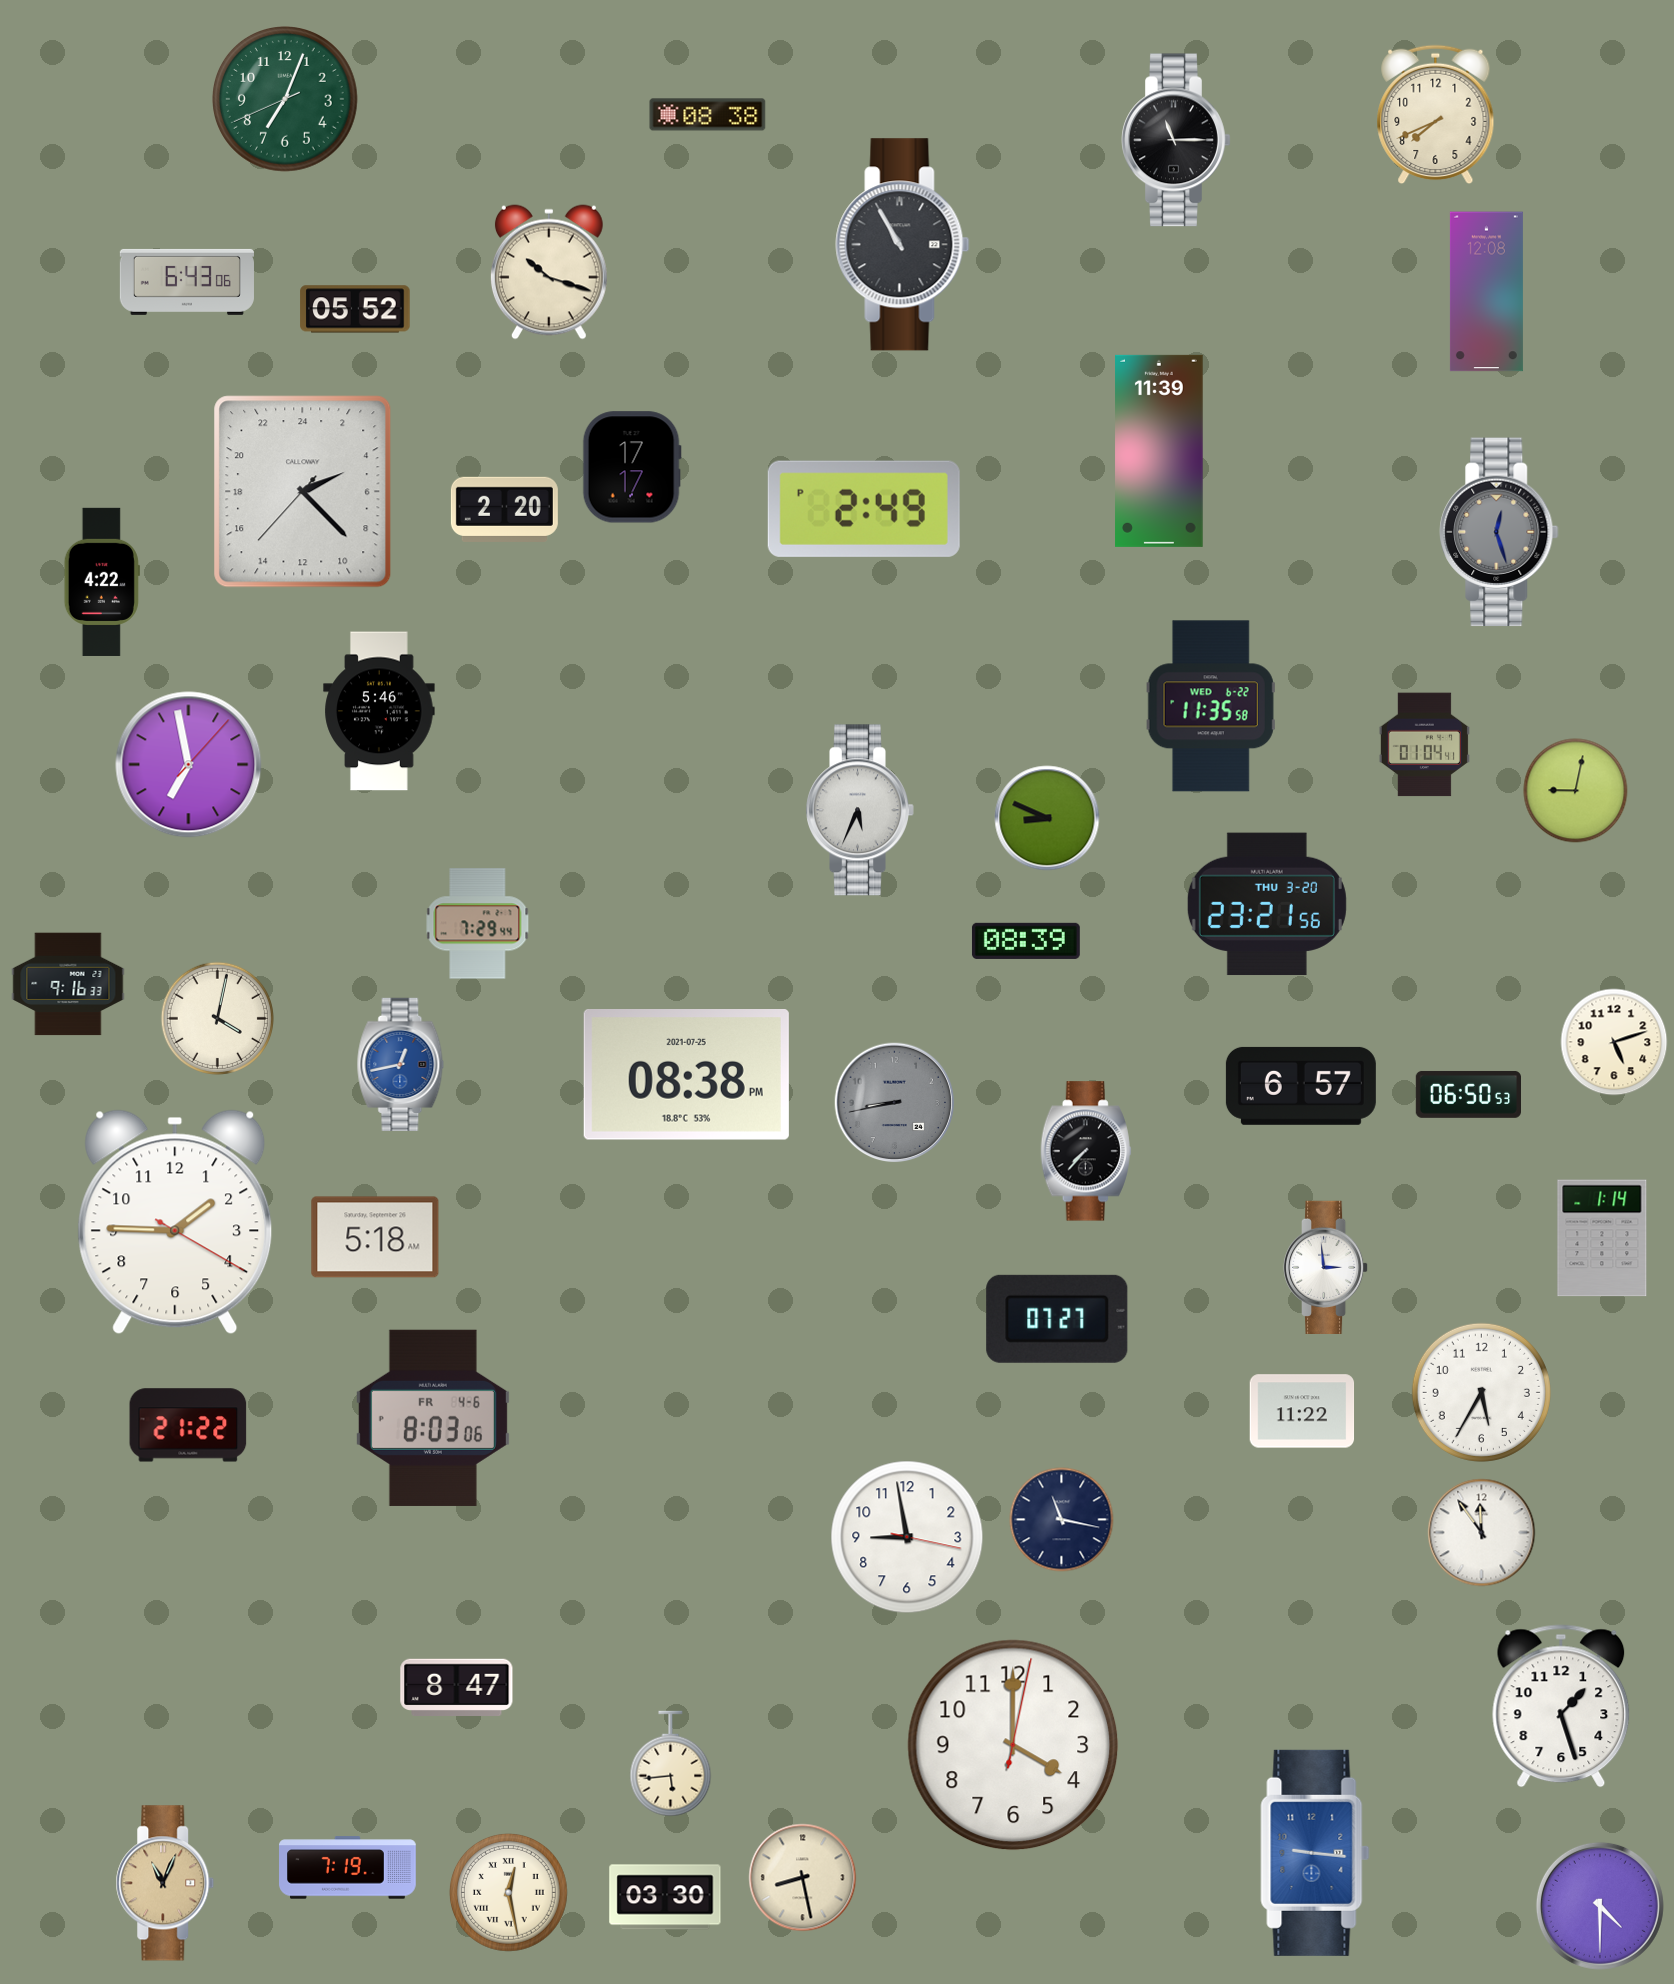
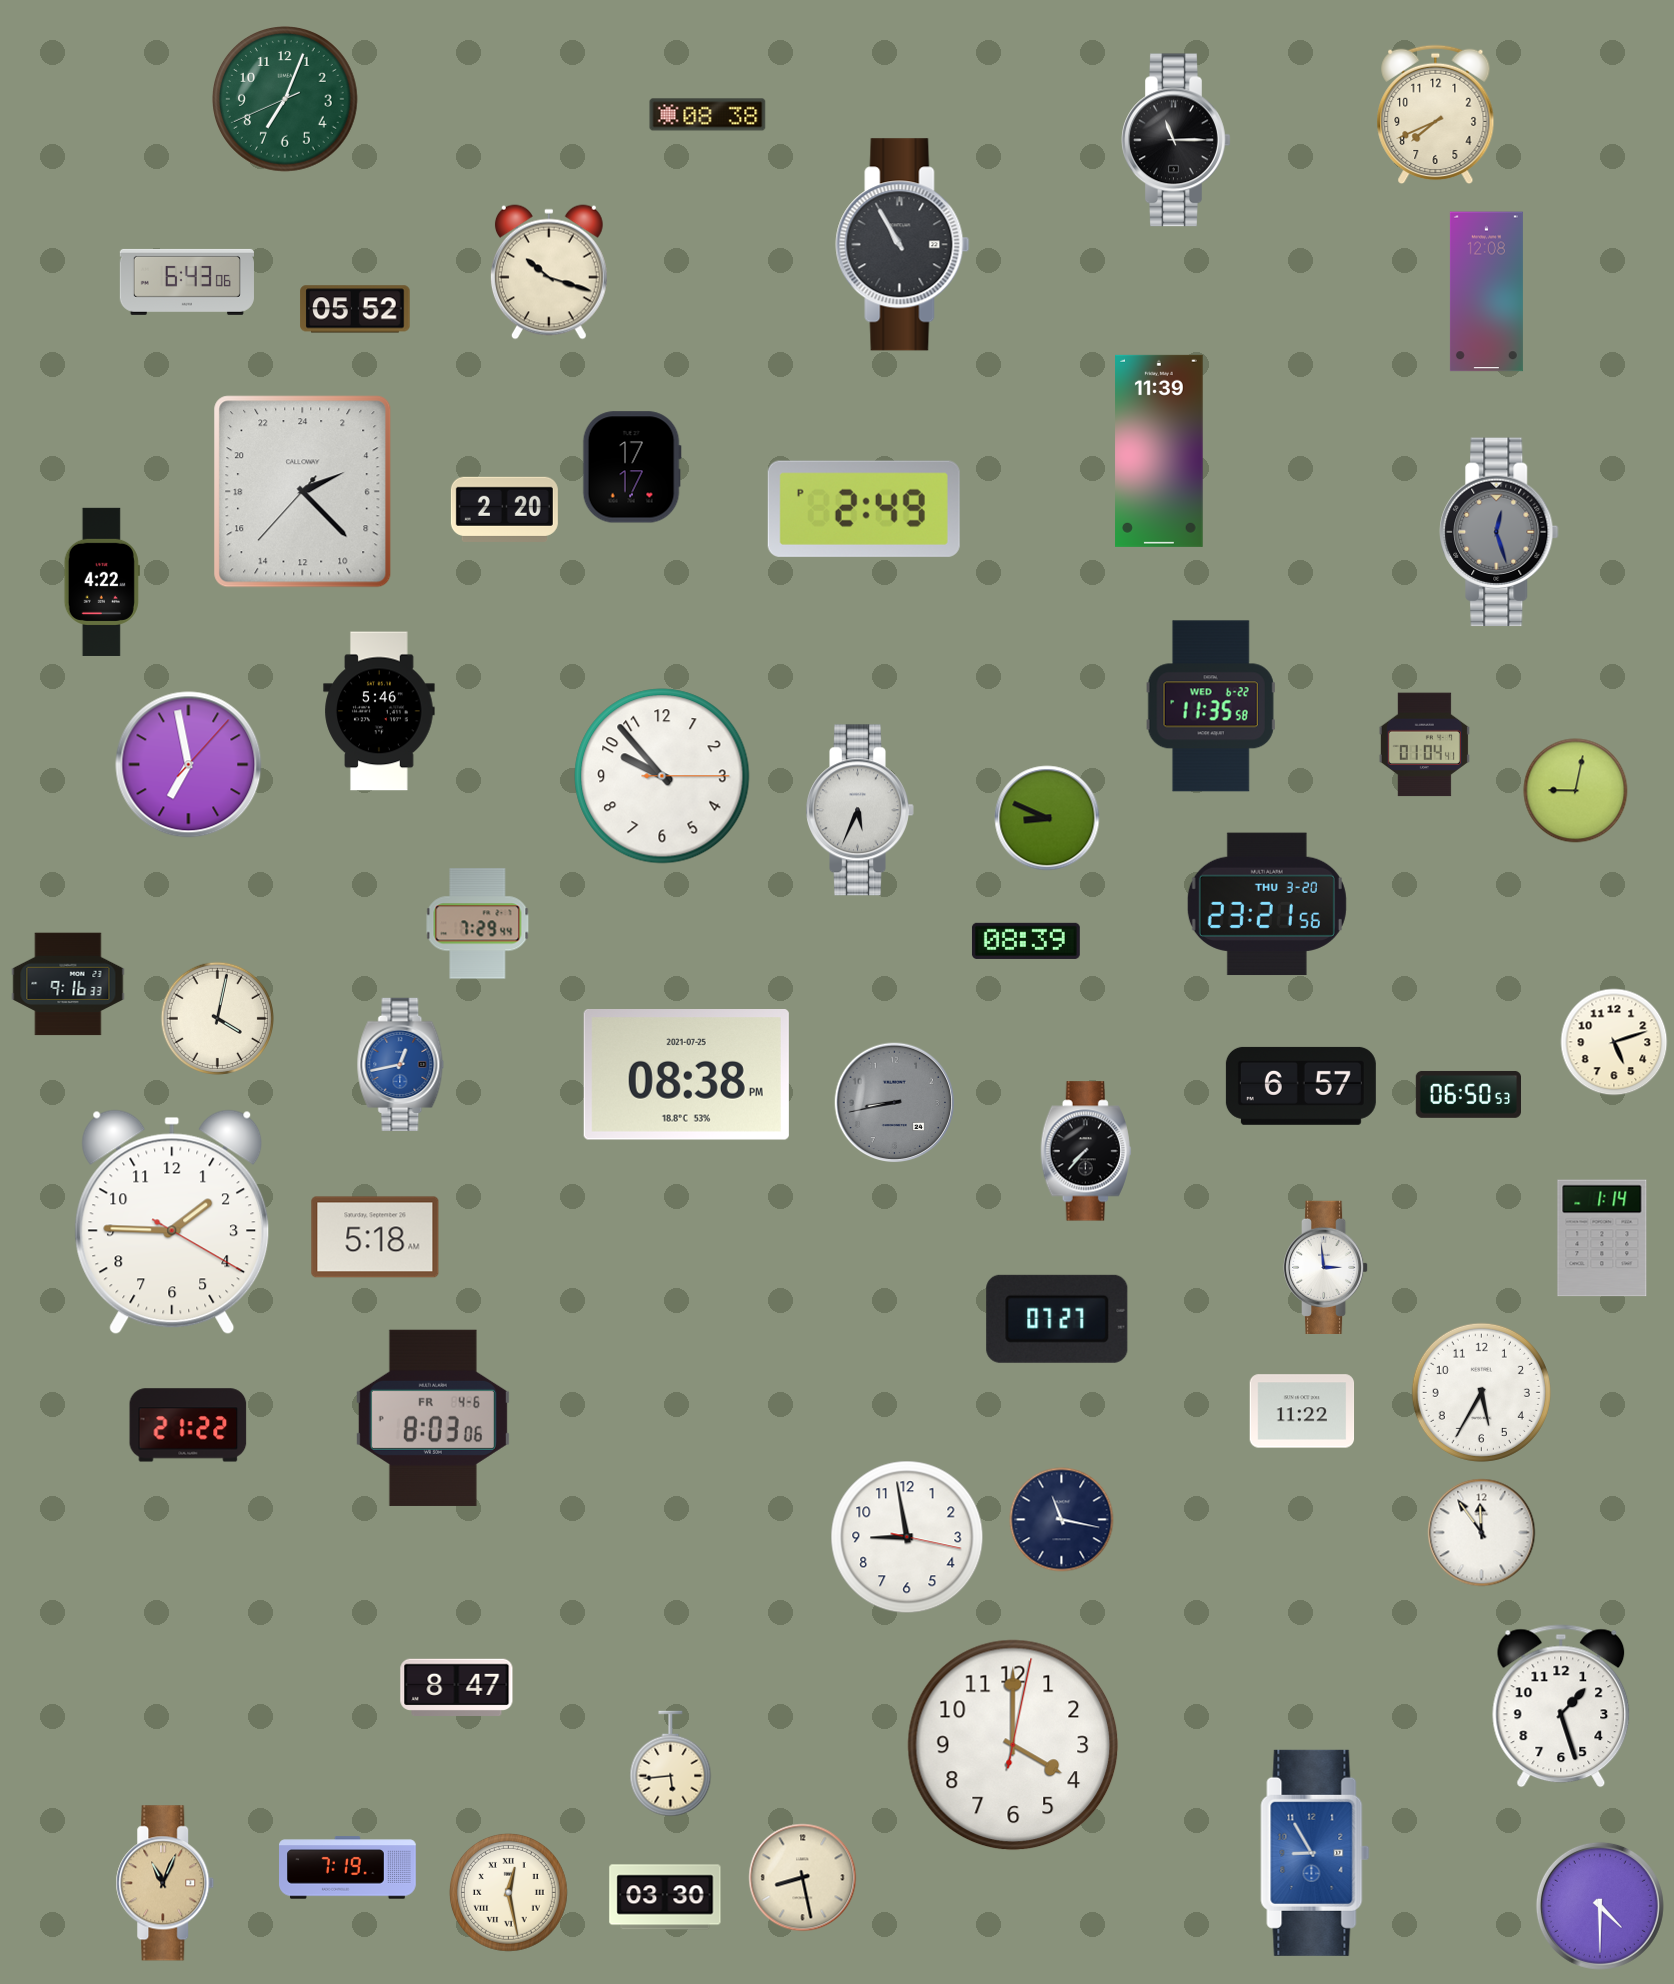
clock at (662, 776): none -> 9:53
clock at (175, 1222) position: (175, 1222) -> (172, 1222)
clock at (1315, 1853): 9:16 -> 8:55
